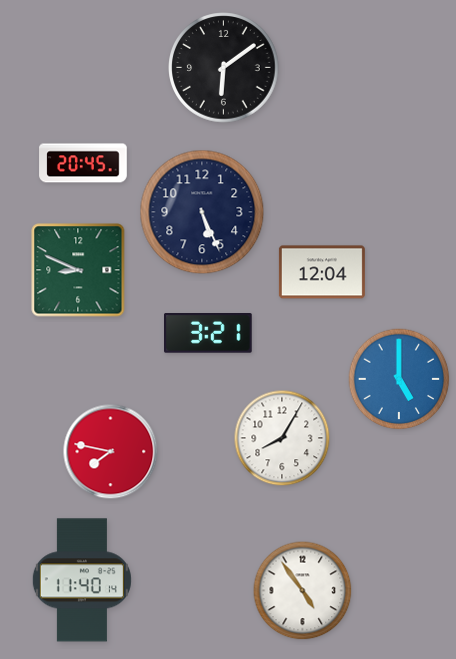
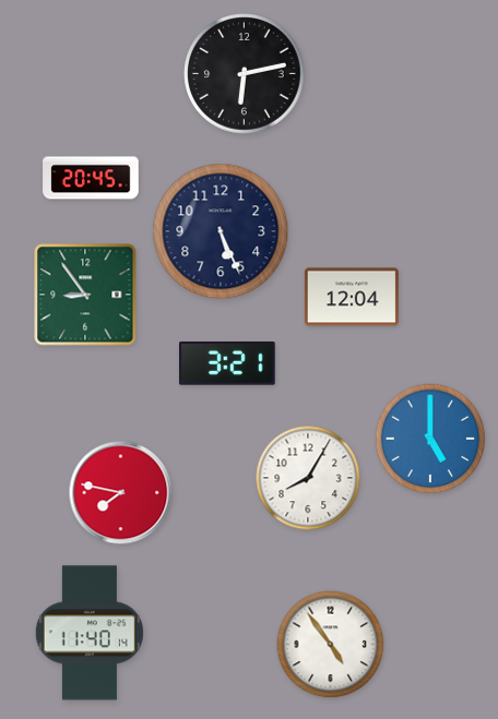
clock at (224, 68): 6:09 -> 6:13
clock at (78, 270): 8:49 -> 8:54
clock at (399, 379) position: (399, 379) -> (430, 439)
